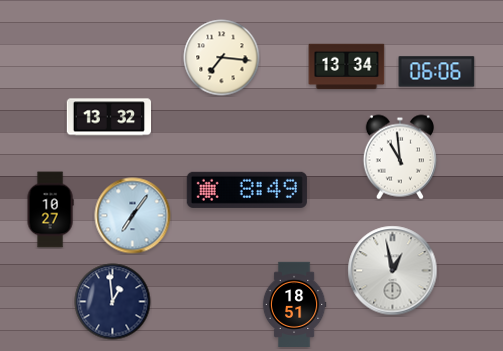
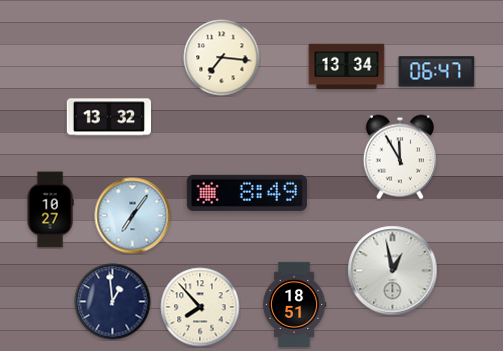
clock at (437, 72): 06:06 -> 06:47
clock at (400, 157): 10:59 -> 11:55
clock at (247, 190) position: (247, 190) -> (247, 193)
clock at (200, 307): none -> 7:53
